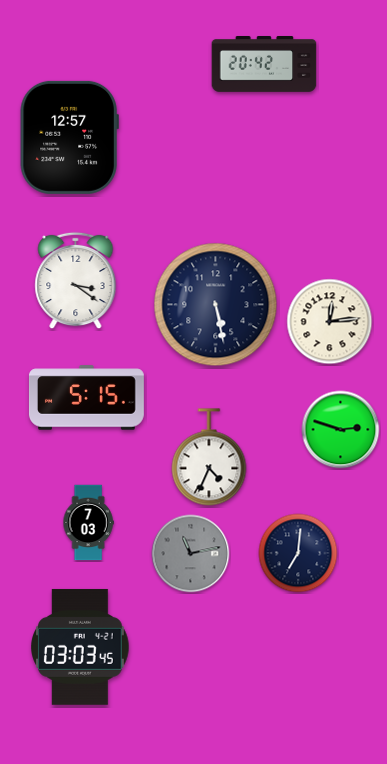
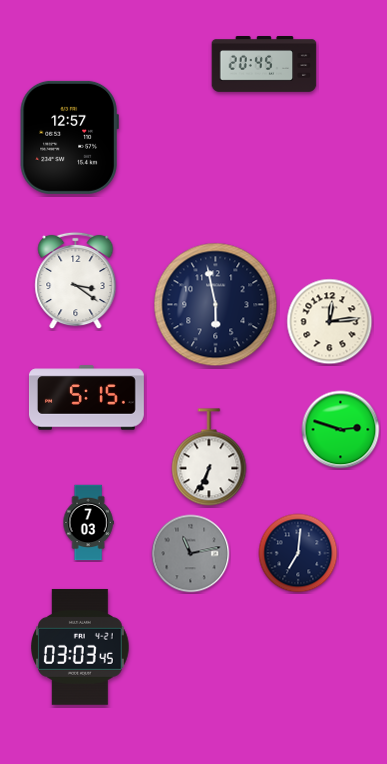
clock at (264, 65): 20:42 -> 20:45
clock at (216, 305): 5:28 -> 5:58
clock at (209, 457): 4:34 -> 6:34
